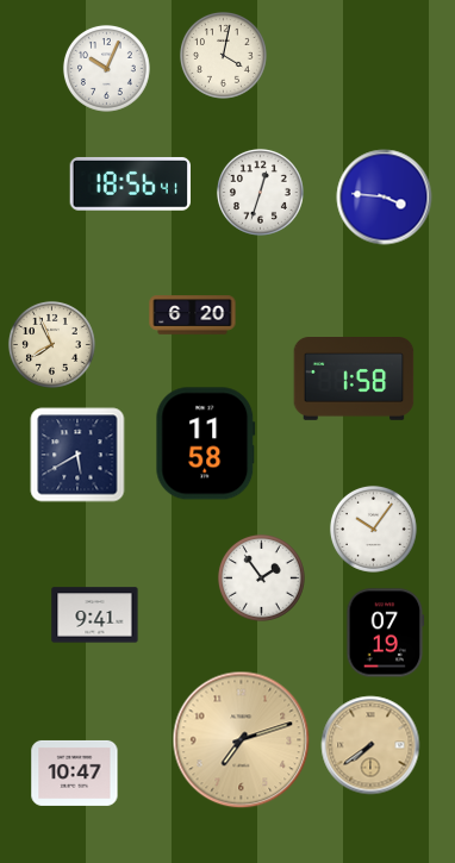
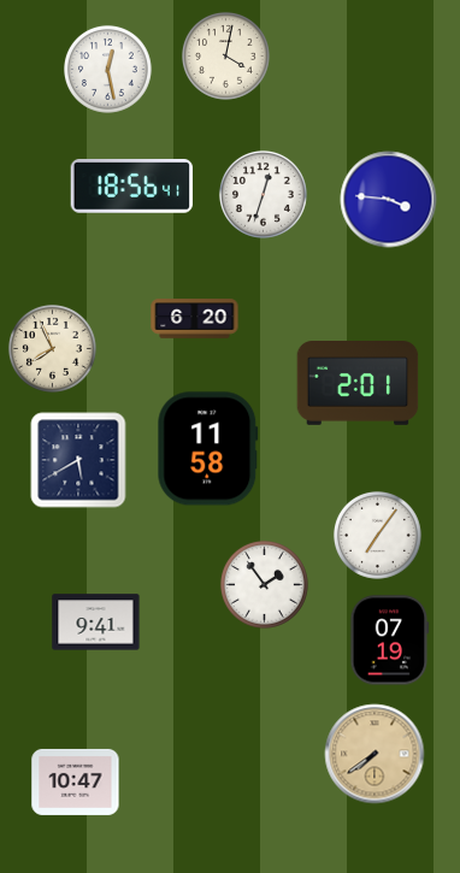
clock at (107, 69): 10:04 -> 12:28
clock at (354, 380): 1:58 -> 2:01
clock at (374, 530): 10:06 -> 7:06
clock at (242, 740): 7:12 -> none
